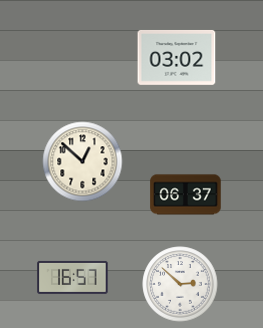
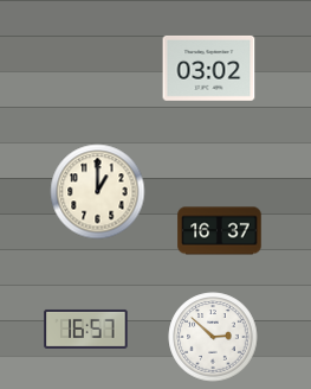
clock at (83, 162): 12:52 -> 1:00
clock at (186, 195): 06:37 -> 16:37
